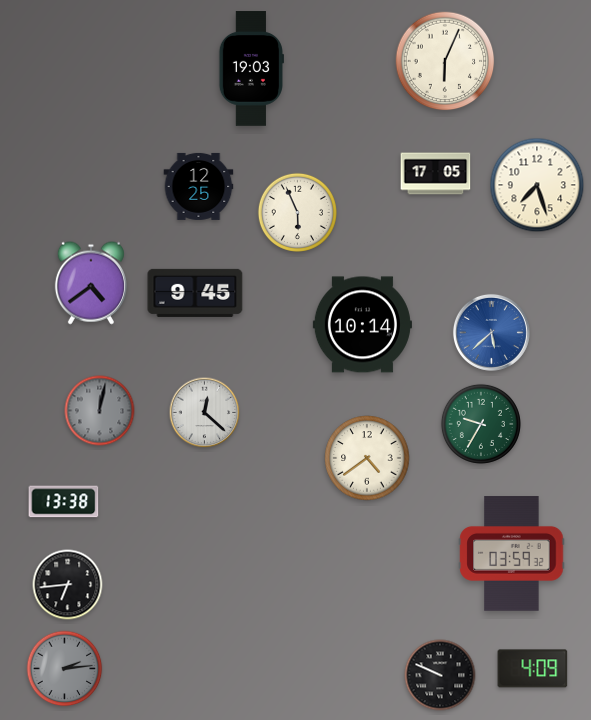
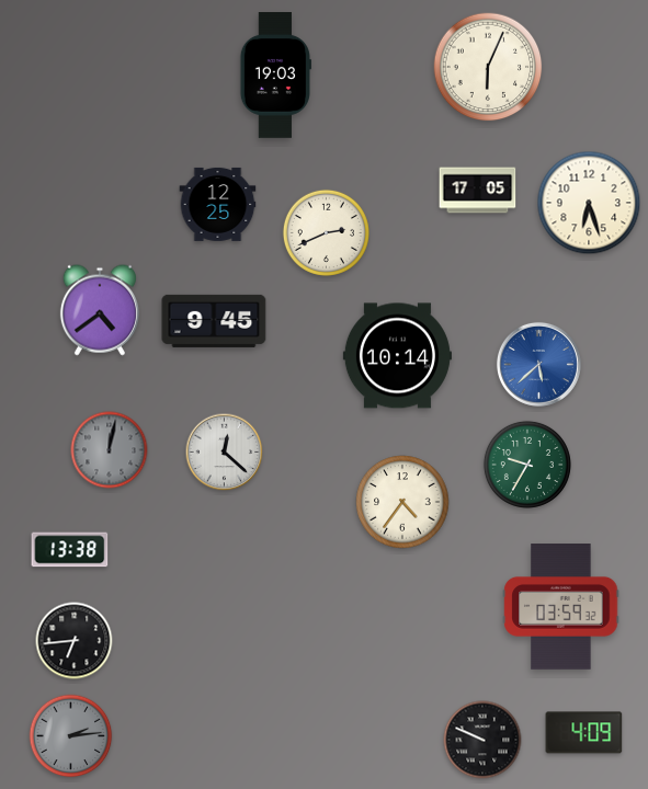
clock at (537, 185): 7:27 -> 6:27
clock at (297, 212): 5:56 -> 2:41
clock at (367, 458): 4:39 -> 4:36
clock at (65, 669) position: (65, 669) -> (71, 736)
